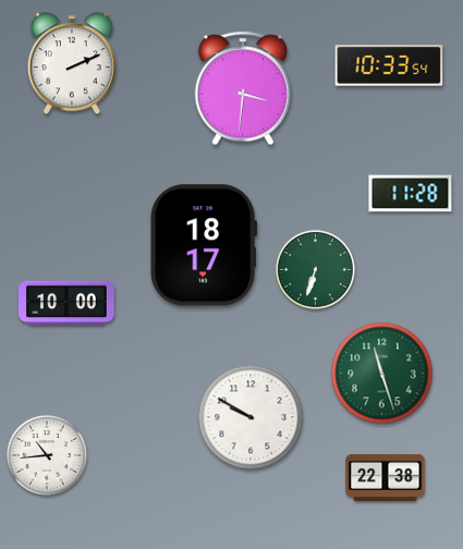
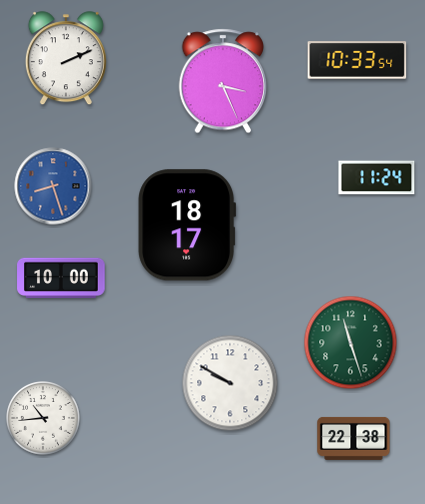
clock at (243, 88): 3:31 -> 3:26
clock at (411, 194): 11:28 -> 11:24
clock at (53, 186): none -> 8:27
clock at (316, 270): 6:33 -> none
